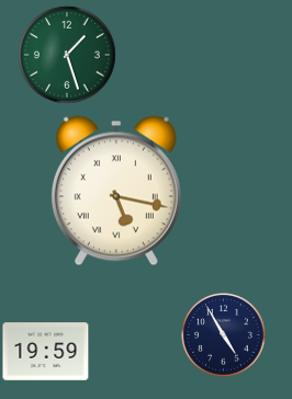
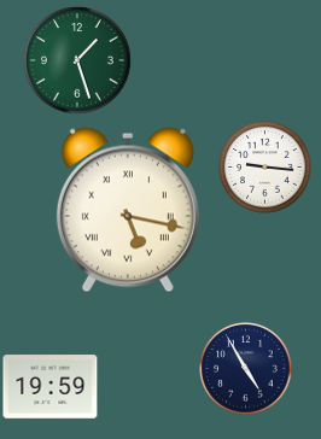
clock at (67, 55) position: (67, 55) -> (77, 60)
clock at (265, 168): none -> 9:16
